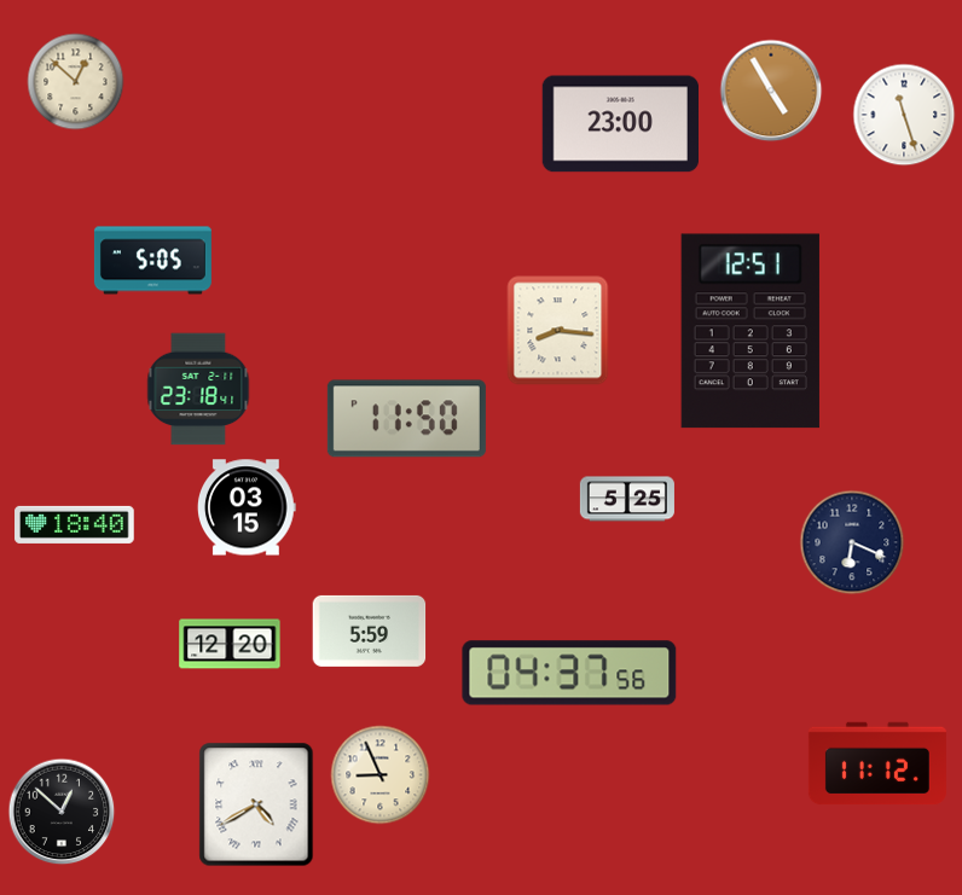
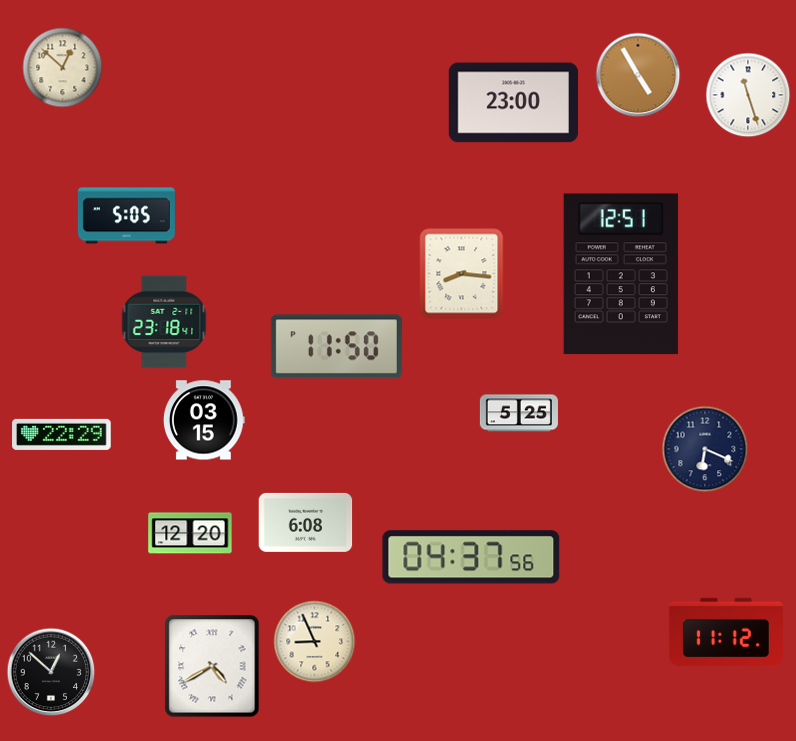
clock at (75, 524): 18:40 -> 22:29
clock at (370, 630): 5:59 -> 6:08
